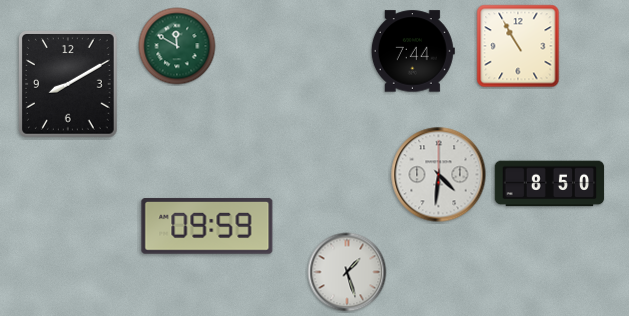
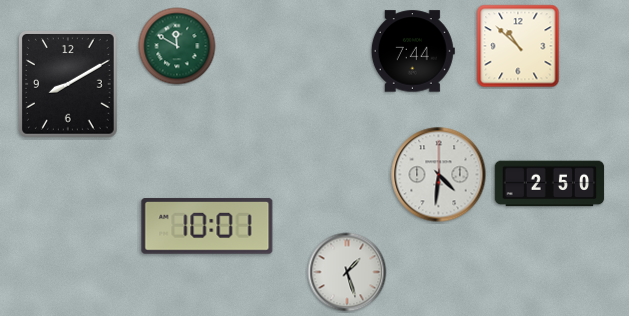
clock at (518, 46): 10:55 -> 10:52
clock at (550, 184): 8:50 -> 2:50
clock at (207, 226): 09:59 -> 10:01
